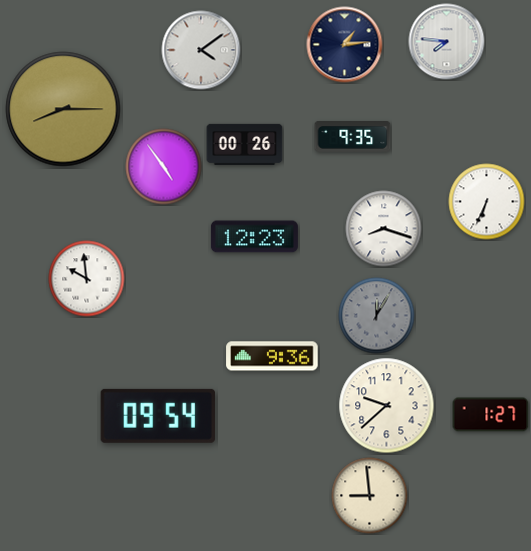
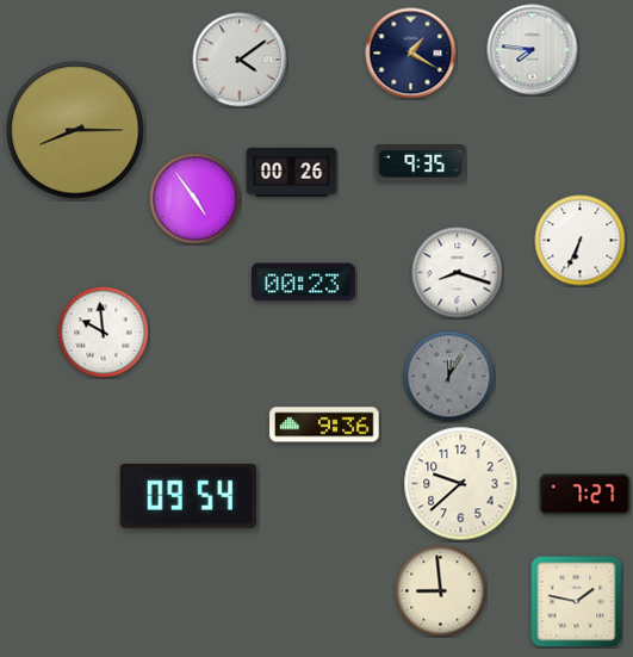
clock at (345, 45): 1:14 -> 1:20
clock at (254, 237): 12:23 -> 00:23
clock at (491, 415): 1:27 -> 7:27
clock at (577, 602): none -> 1:47
